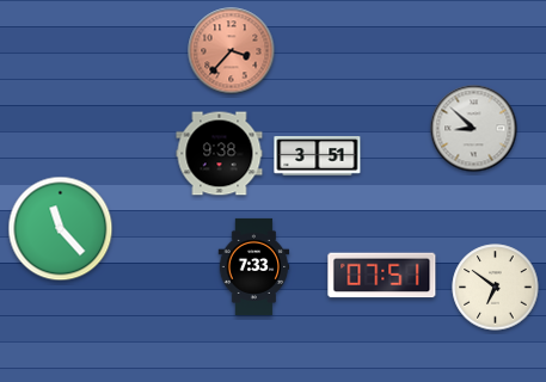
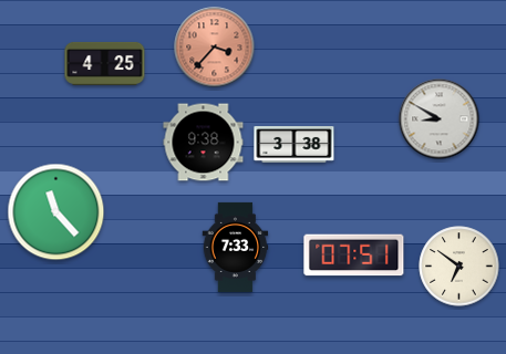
clock at (105, 63): none -> 4:25
clock at (474, 129): 8:52 -> 8:50
clock at (318, 156): 3:51 -> 3:38
